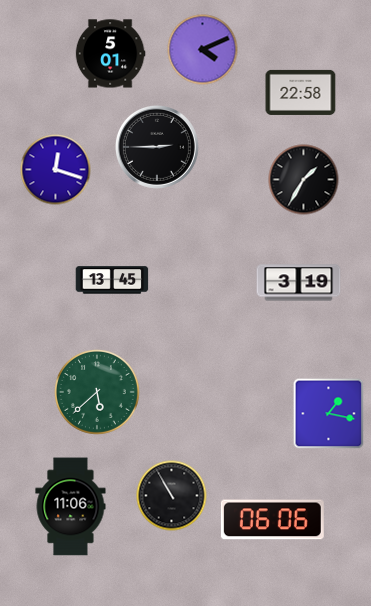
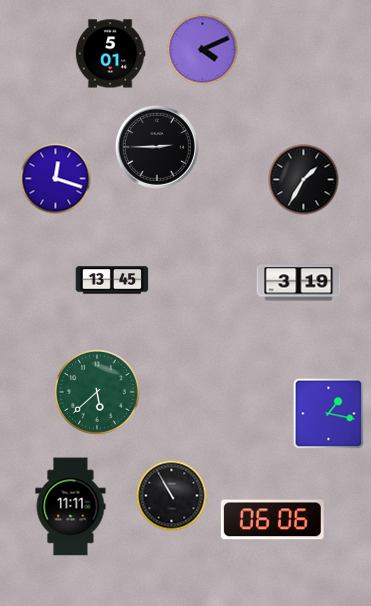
clock at (301, 92): 22:58 -> none
clock at (56, 170) position: (56, 170) -> (56, 179)
clock at (71, 507): 11:06 -> 11:11
